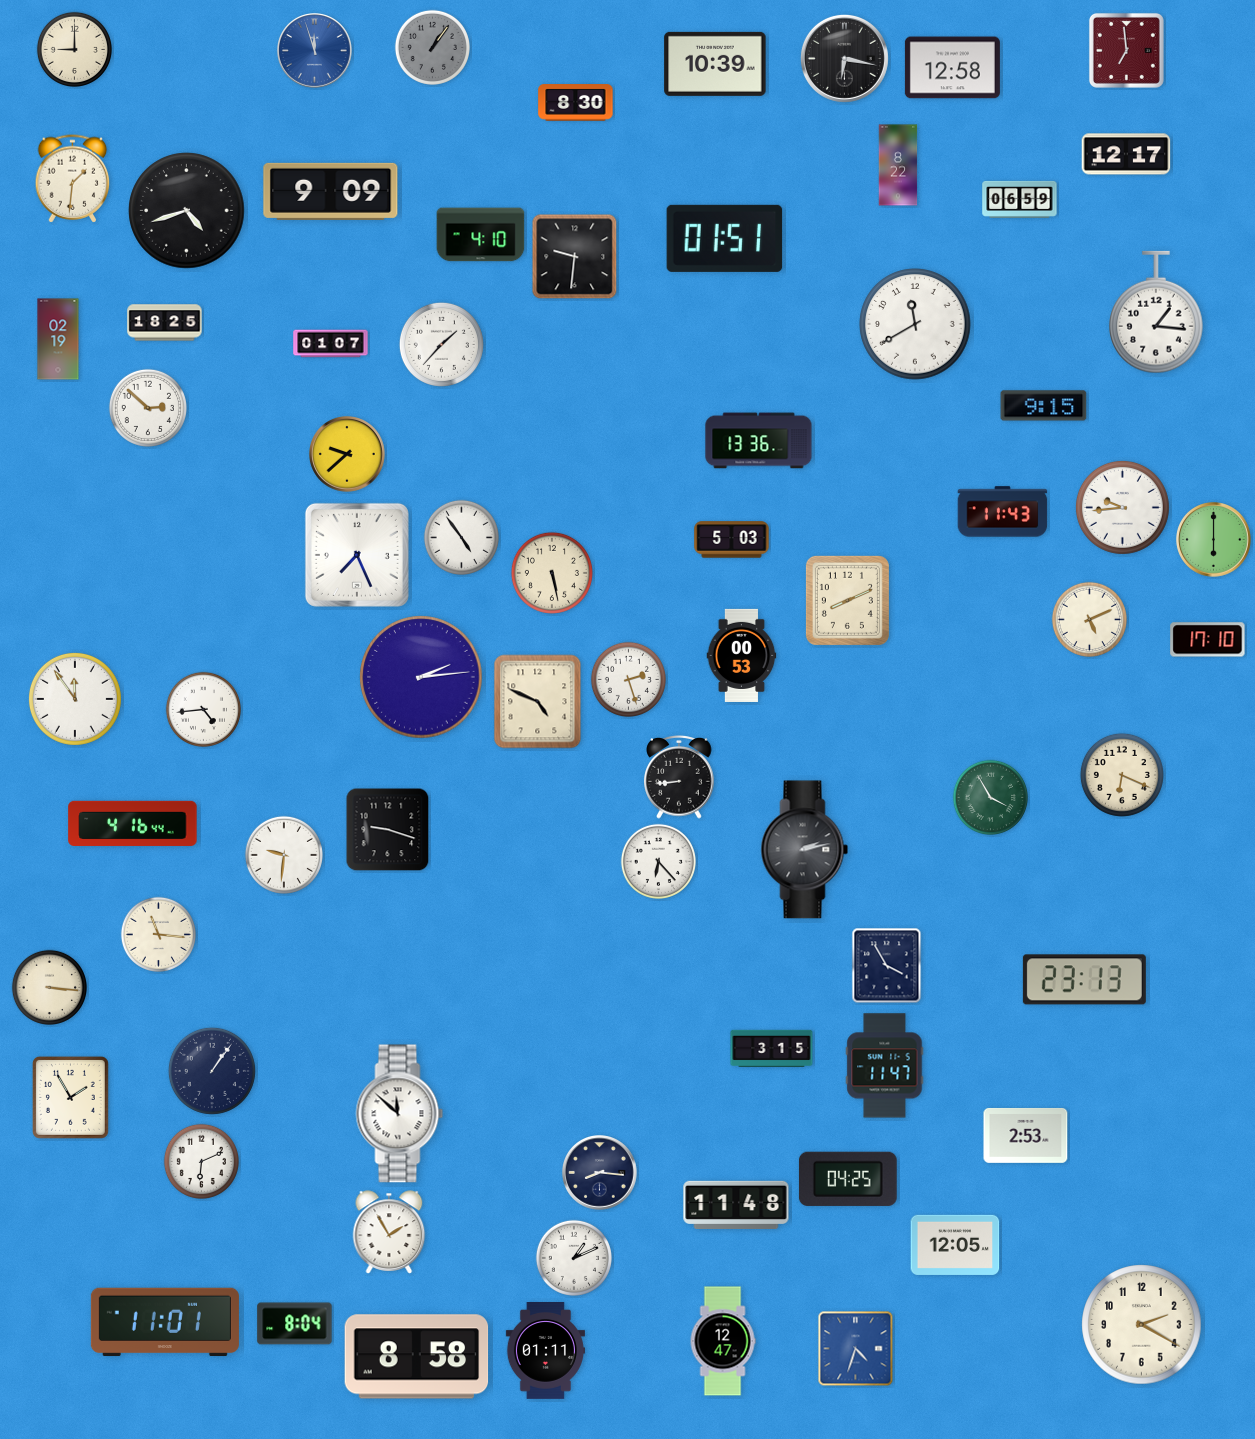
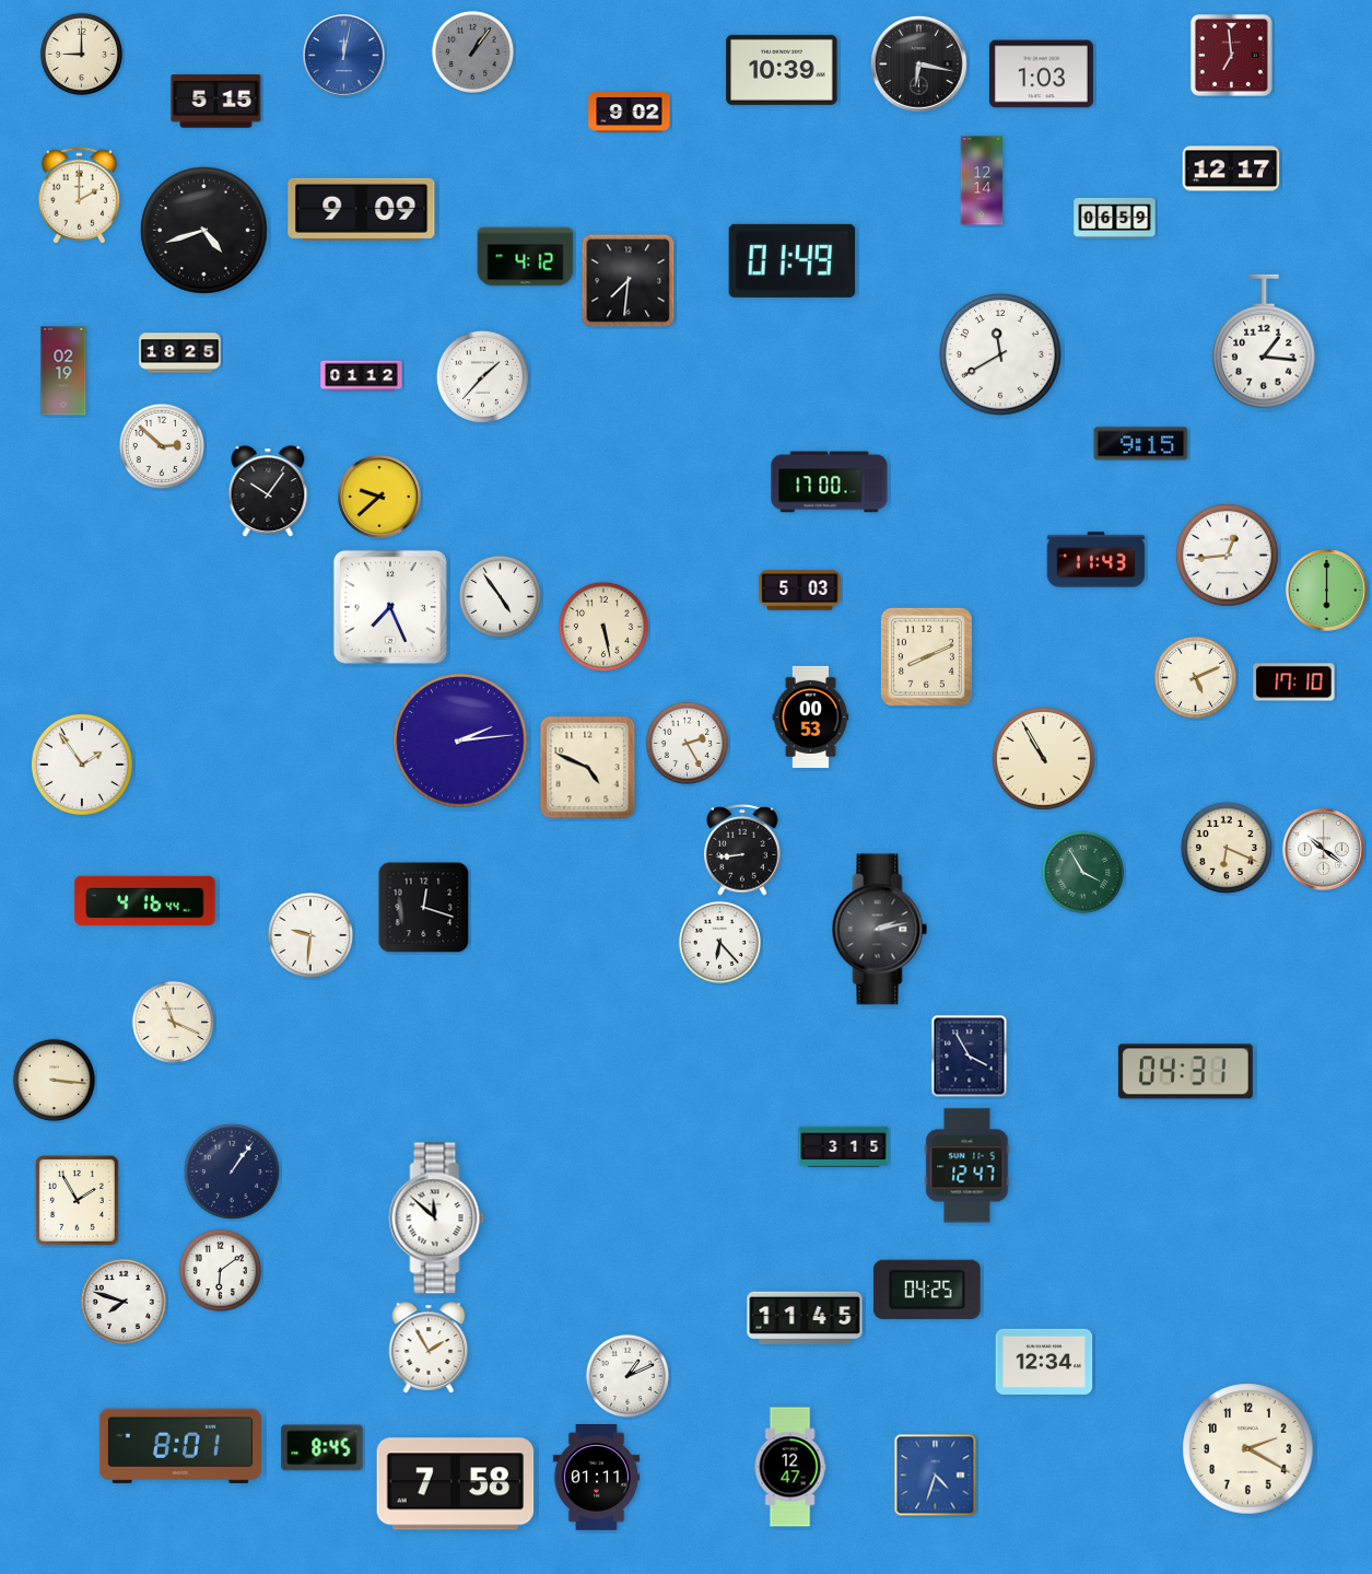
clock at (315, 51): 11:57 -> 12:02
clock at (844, 58) position: (844, 58) -> (918, 63)
clock at (952, 68): 12:58 -> 1:03
clock at (216, 102): none -> 5:15
clock at (576, 103): 8:30 -> 9:02
clock at (898, 165): 8:22 -> 12:14
clock at (73, 179): 1:31 -> 2:00
clock at (481, 235): 4:10 -> 4:12
clock at (725, 238): 01:51 -> 01:49
clock at (575, 257): 9:31 -> 7:31
clock at (331, 344): 01:07 -> 01:12
clock at (759, 441): 13:36 -> 17:00
clock at (268, 491): none -> 10:06
clock at (1122, 507): 9:44 -> 12:44
clock at (461, 537) position: (461, 537) -> (500, 596)
clock at (1089, 619) position: (1089, 619) -> (1195, 677)
clock at (1208, 640) position: (1208, 640) -> (1294, 683)
clock at (628, 679): 2:27 -> 2:25
clock at (1043, 758): none -> 10:55
clock at (75, 699): 11:54 -> 1:54
clock at (203, 709): 4:44 -> none
clock at (1324, 850): none -> 10:21
clock at (388, 830): 9:18 -> 12:18
clock at (158, 934): 11:16 -> 11:19
clock at (1084, 980): 23:13 -> 04:31
clock at (885, 1066): 11:47 -> 12:47
clock at (1026, 1135): 2:53 -> none
clock at (201, 1161): 6:11 -> 6:09
clock at (600, 1173): 8:16 -> none
clock at (124, 1302): none -> 7:48
clock at (736, 1204): 11:48 -> 11:45
clock at (389, 1232) position: (389, 1232) -> (429, 1348)
clock at (955, 1245): 12:05 -> 12:34
clock at (165, 1322): 11:01 -> 8:01
clock at (295, 1324): 8:04 -> 8:45
clock at (417, 1357): 8:58 -> 7:58
